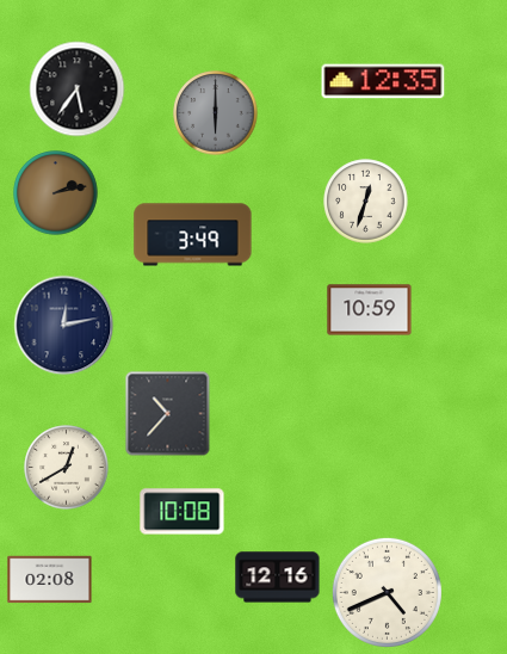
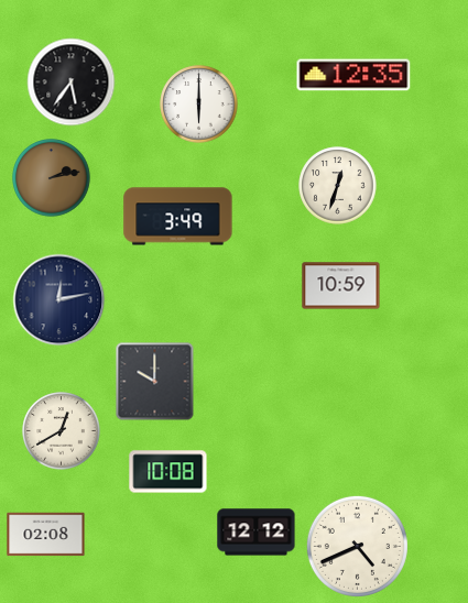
clock at (216, 113) dial: grey -> white
clock at (168, 414): 10:37 -> 10:00
clock at (278, 578): 12:16 -> 12:12
